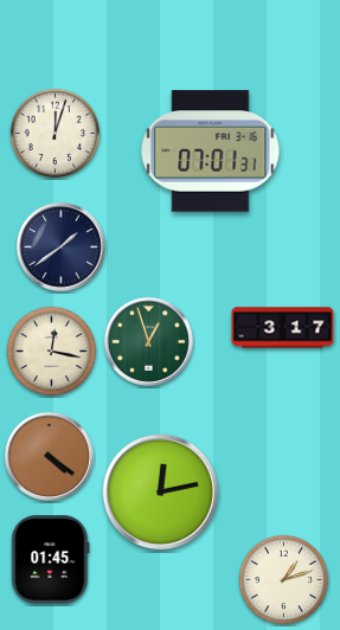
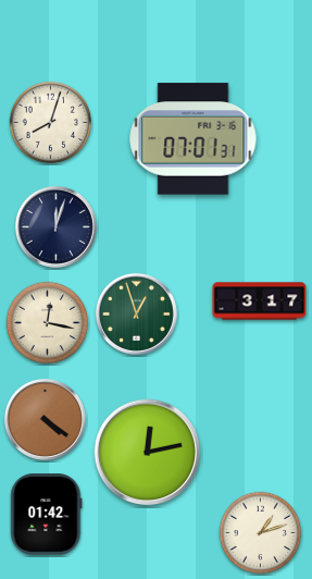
clock at (56, 134): 12:03 -> 8:03
clock at (60, 246): 1:39 -> 12:03
clock at (51, 560): 01:45 -> 01:42
